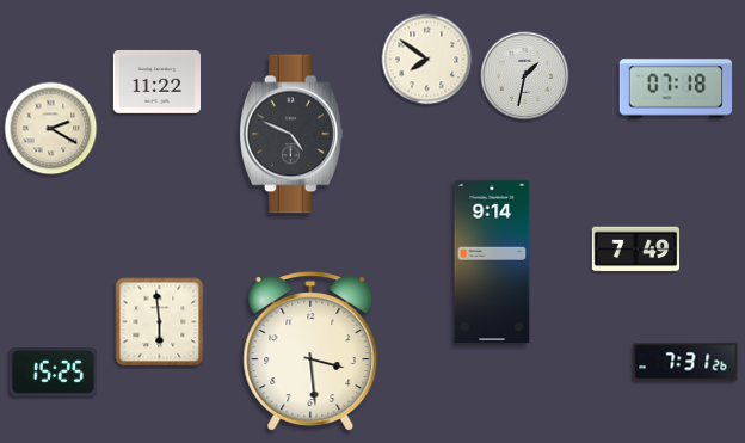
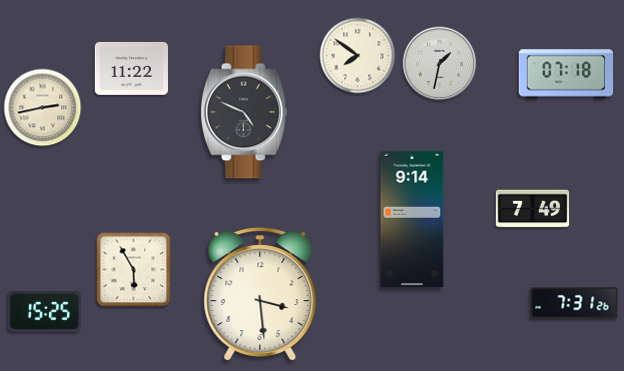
clock at (427, 60) position: (427, 60) -> (358, 56)
clock at (51, 129): 2:20 -> 2:43
clock at (160, 322): 5:59 -> 5:55
